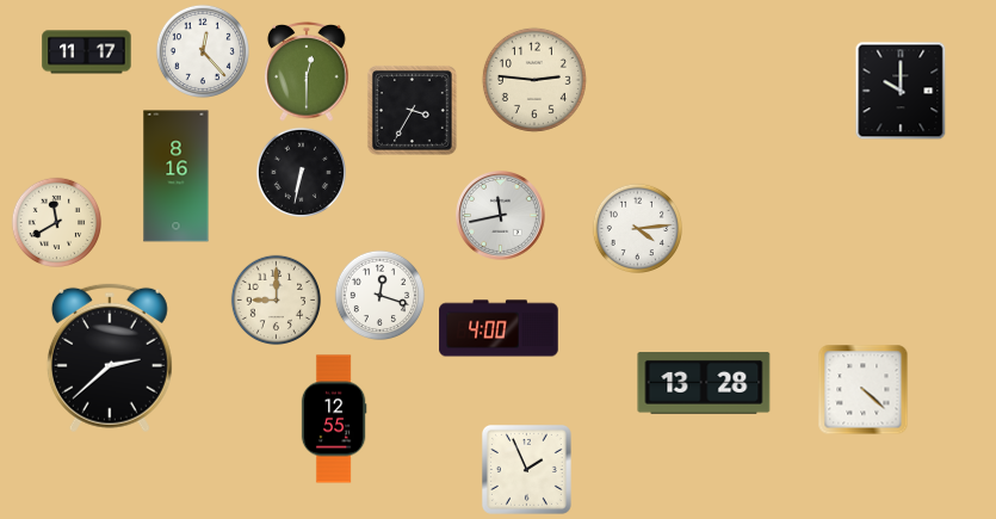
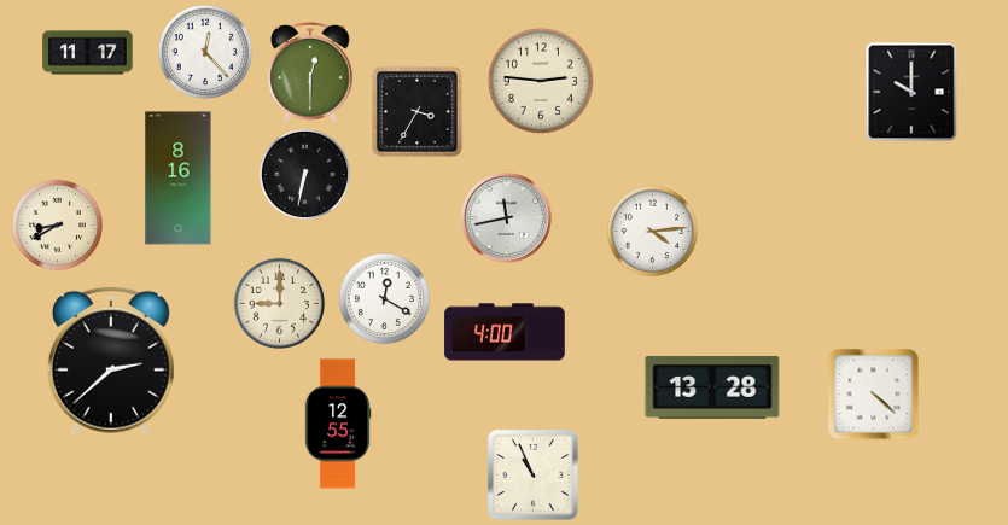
clock at (56, 222): 11:40 -> 8:40
clock at (637, 228) position: (637, 228) -> (652, 231)
clock at (379, 295): 12:18 -> 12:20
clock at (526, 469): 1:56 -> 10:56
